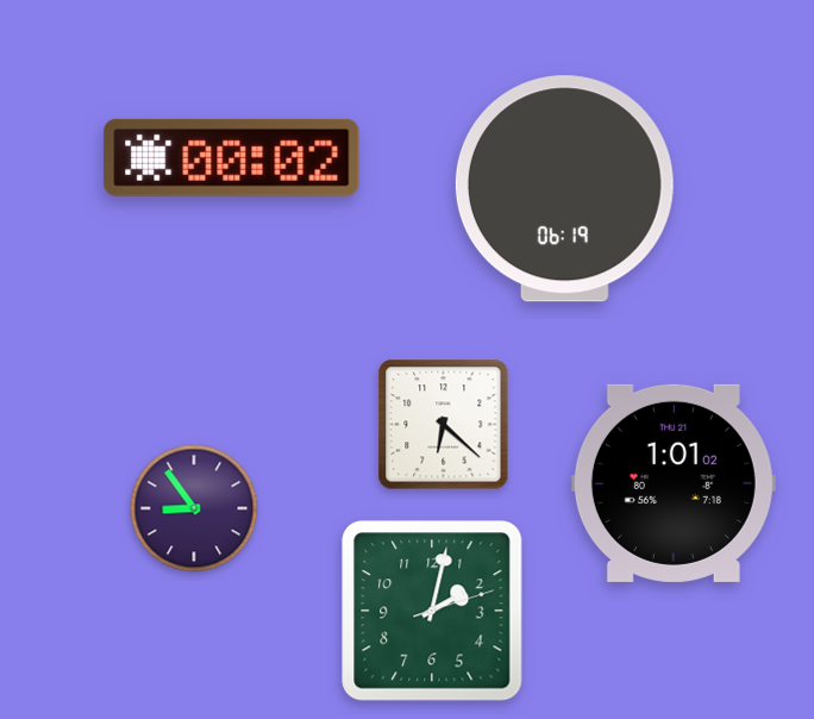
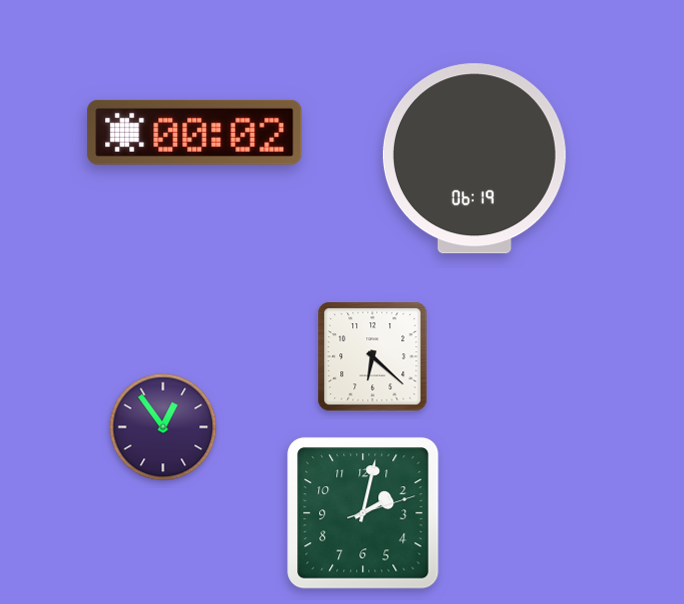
clock at (674, 483): 1:01 -> none
clock at (194, 508): 8:54 -> 12:54
